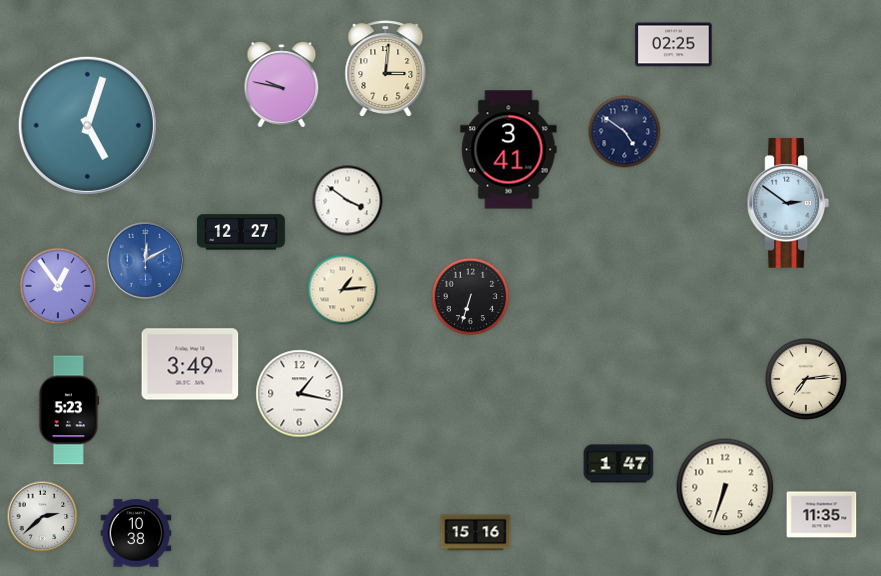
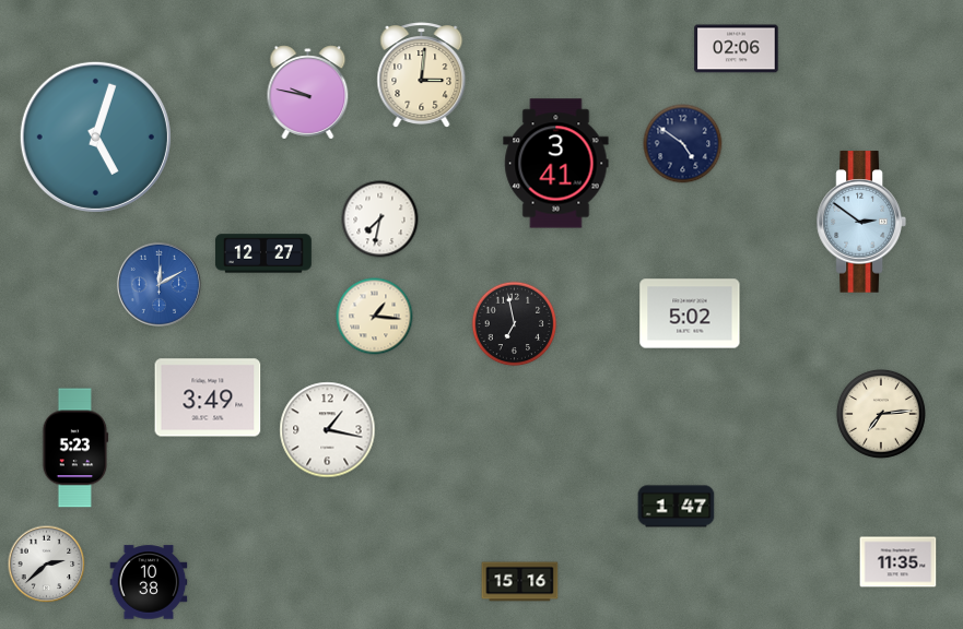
clock at (674, 45): 02:25 -> 02:06
clock at (348, 201): 3:51 -> 7:32
clock at (58, 286): 12:54 -> none
clock at (690, 313): none -> 5:02
clock at (343, 290): 1:14 -> 1:16
clock at (471, 297): 6:33 -> 6:58
clock at (725, 487): 6:33 -> none
